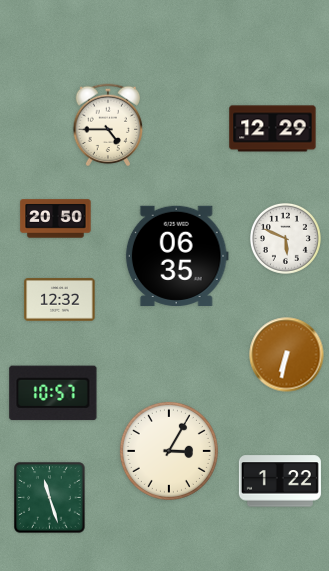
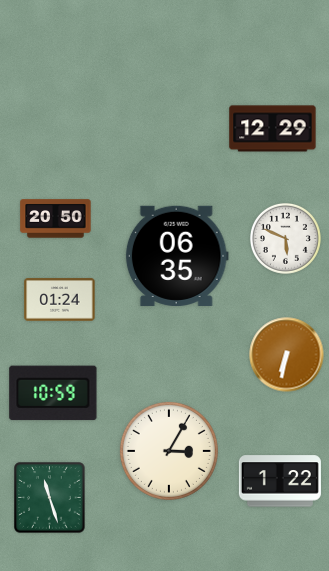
clock at (108, 125): 4:45 -> none
clock at (60, 300): 12:32 -> 01:24
clock at (53, 393): 10:57 -> 10:59
